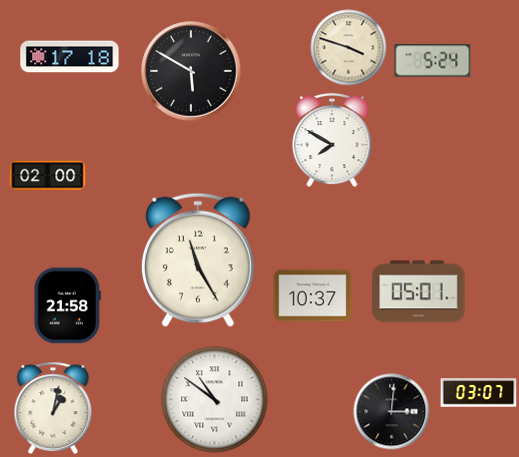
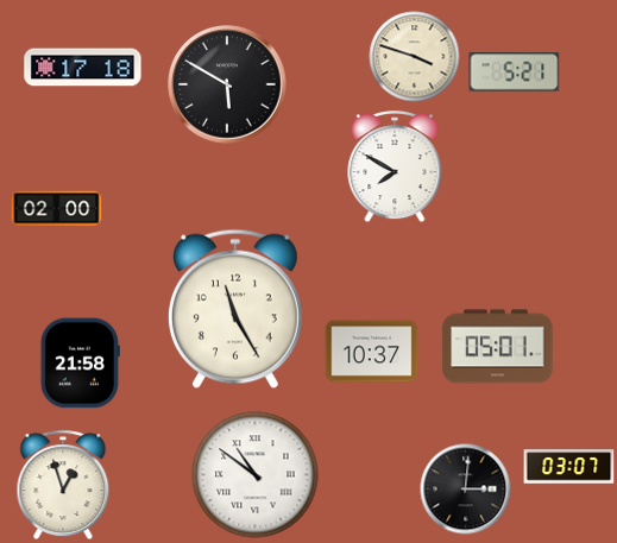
clock at (433, 61): 5:24 -> 5:21
clock at (53, 407): 1:02 -> 12:57
